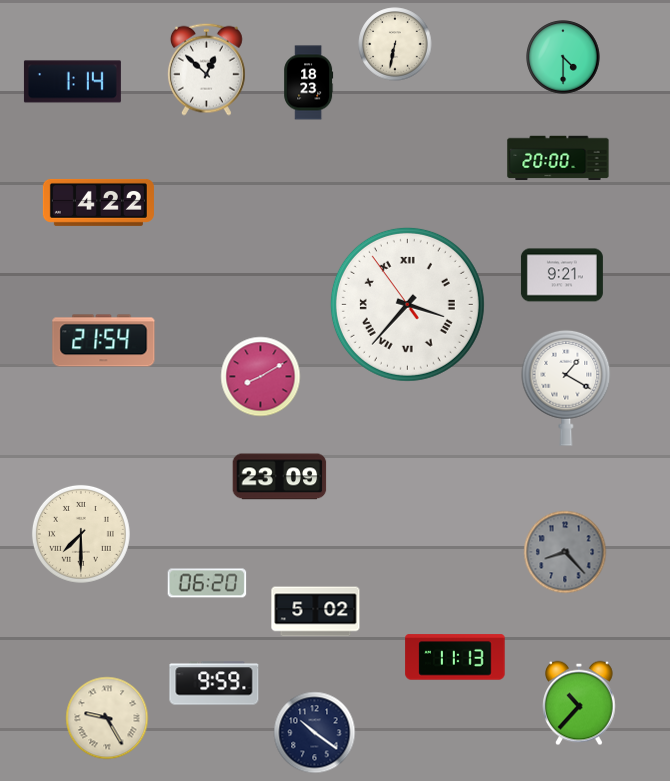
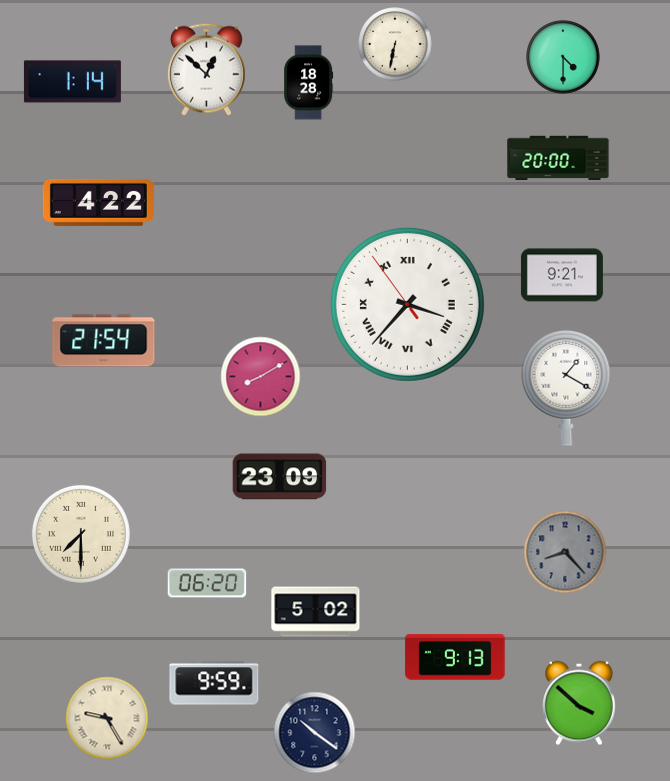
clock at (309, 83): 18:23 -> 18:28
clock at (455, 657): 11:13 -> 9:13
clock at (579, 703): 10:37 -> 3:52
